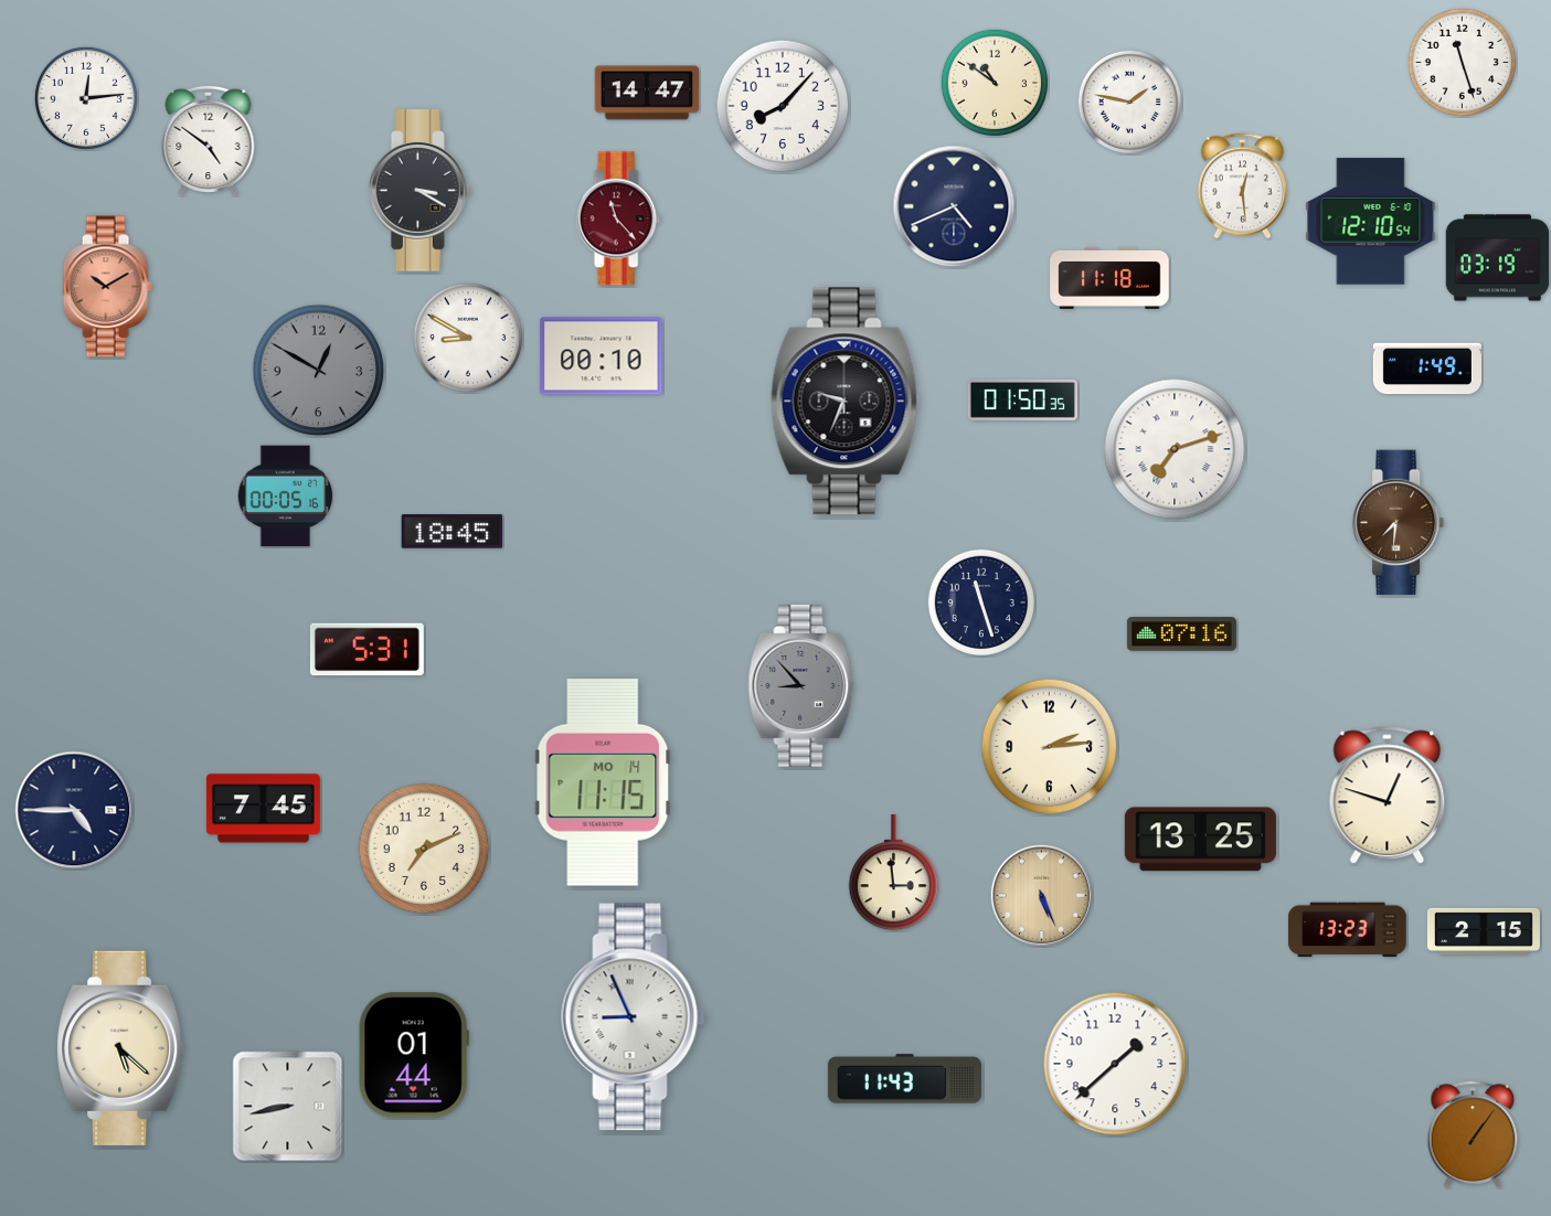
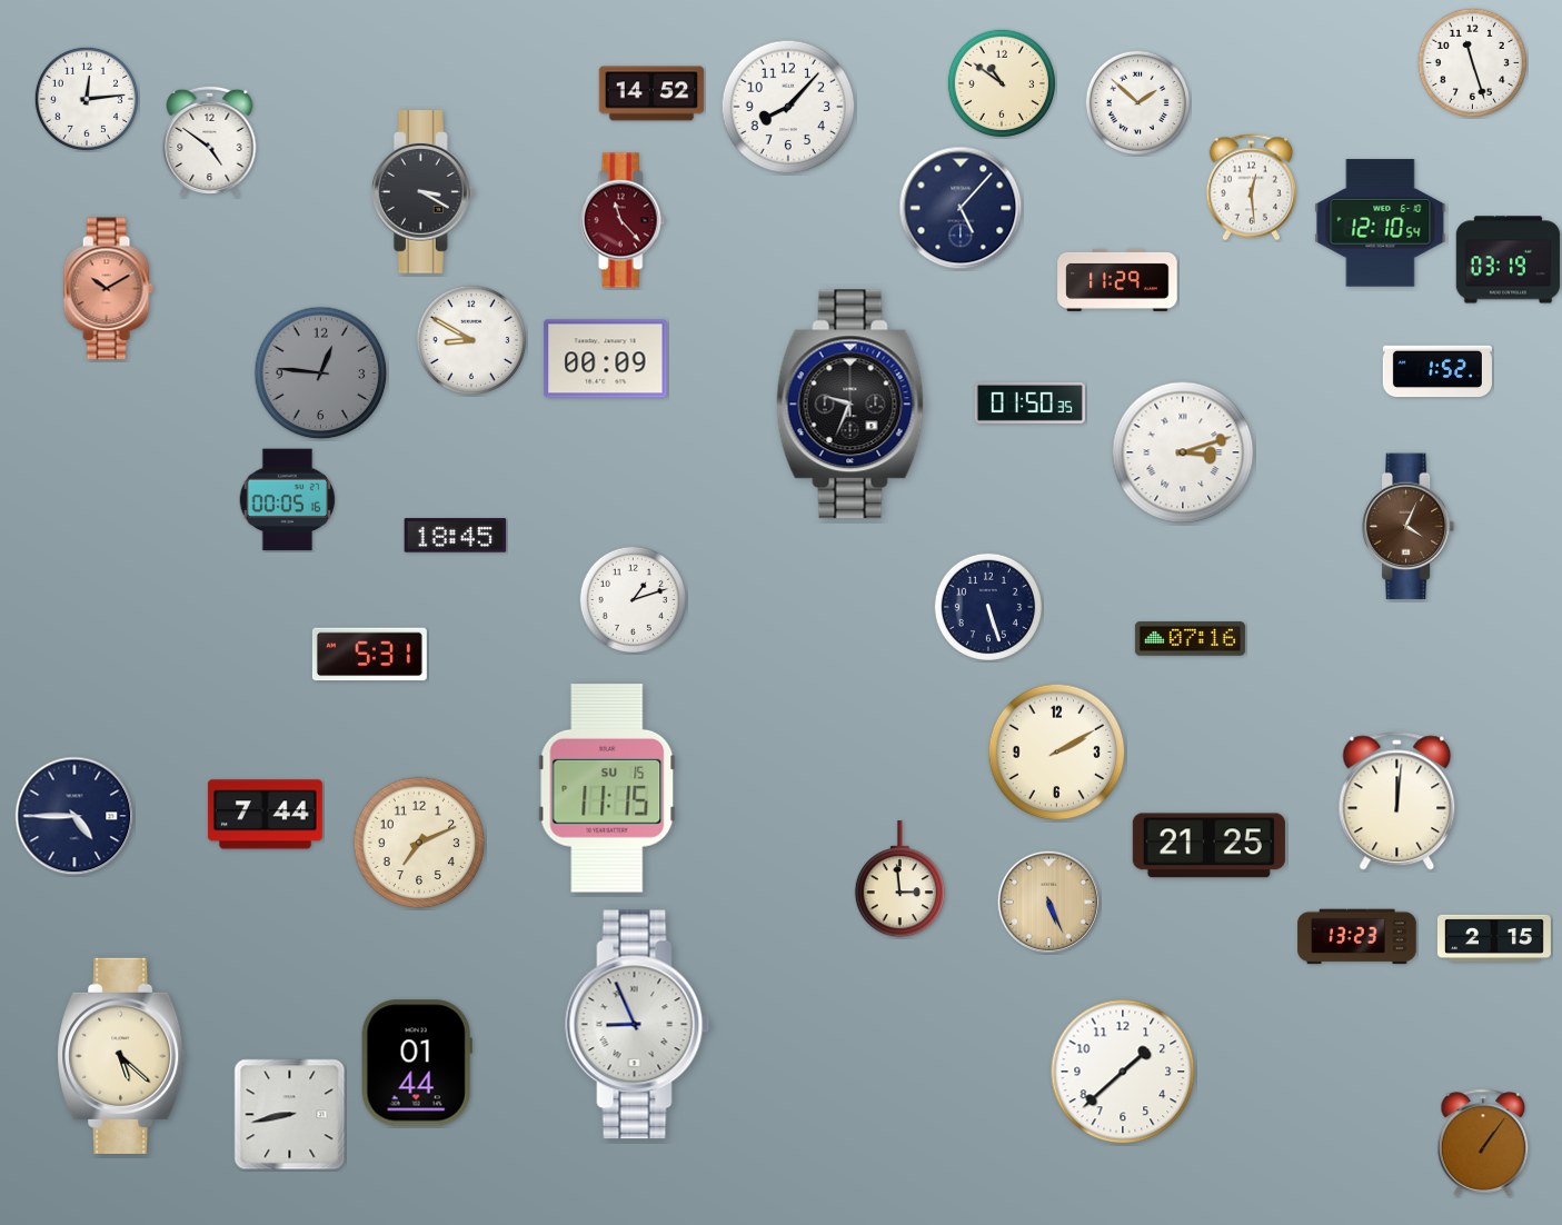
clock at (647, 93): 14:47 -> 14:52
clock at (1129, 102): 1:47 -> 1:52
clock at (954, 206): 4:41 -> 5:07
clock at (1109, 278): 11:18 -> 11:29
clock at (602, 356): 00:10 -> 00:09
clock at (1427, 369): 1:49 -> 1:52
clock at (319, 371): 12:50 -> 12:46
clock at (1175, 449): 7:12 -> 3:12
clock at (1399, 523): 7:31 -> 4:04
clock at (633, 599): none -> 1:12
clock at (980, 601): 11:27 -> 5:27
clock at (801, 686): 8:53 -> none
clock at (1050, 747): 2:14 -> 2:10
clock at (603, 783) date: MO 14 -> SU 15
clock at (1388, 796): 12:48 -> 12:01
clock at (263, 809): 7:45 -> 7:44
clock at (1200, 840): 13:25 -> 21:25
clock at (424, 849) position: (424, 849) -> (419, 843)
clock at (904, 1079): 11:43 -> none
